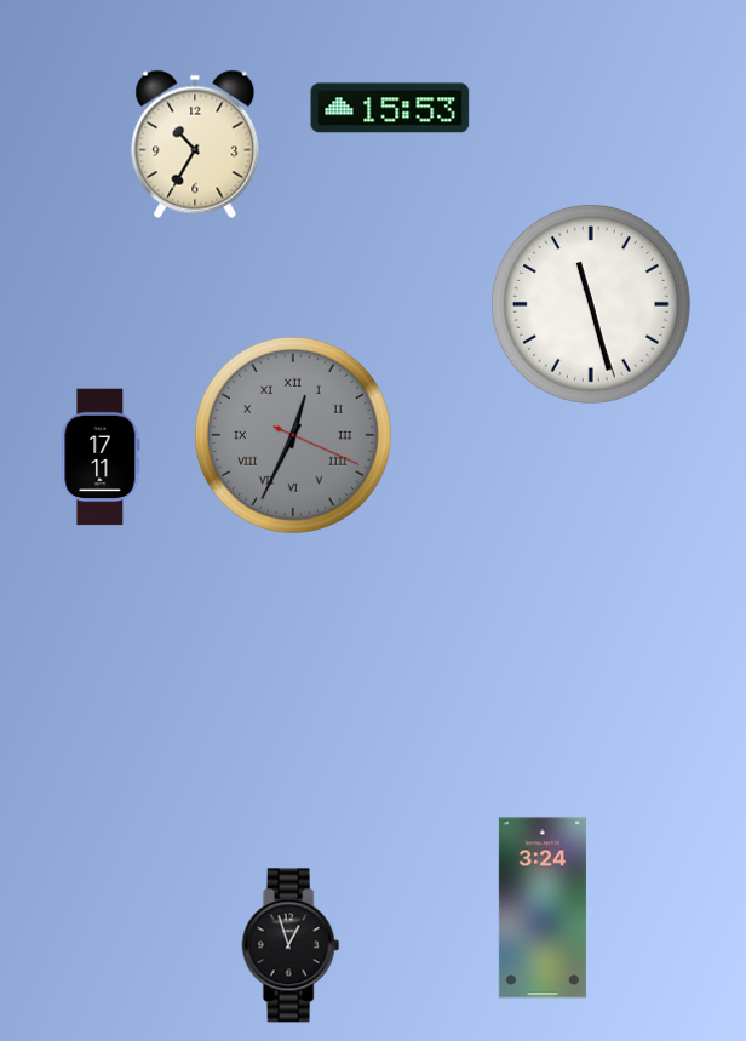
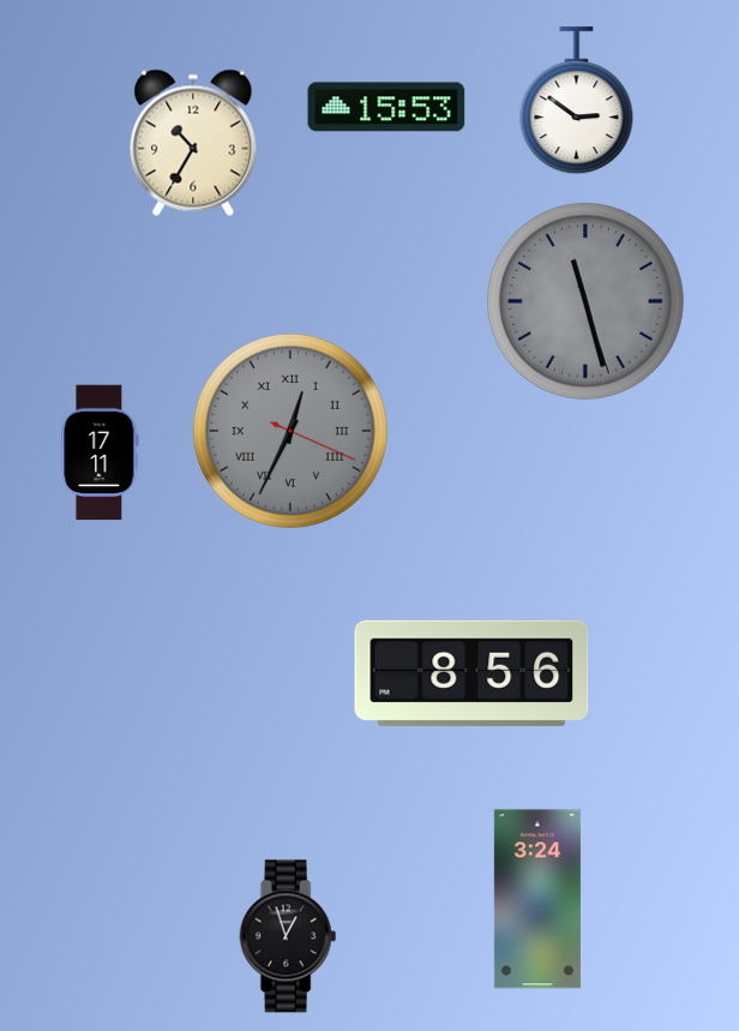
clock at (577, 101): none -> 2:51
clock at (591, 304) dial: white -> grey
clock at (471, 673): none -> 8:56
